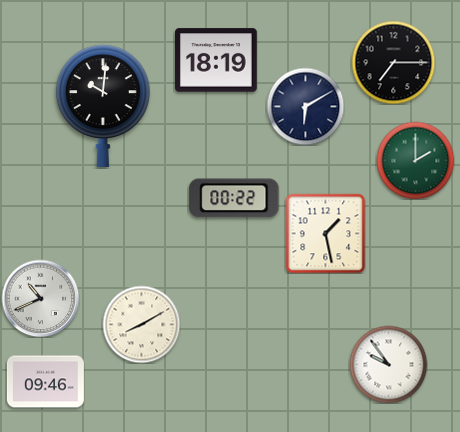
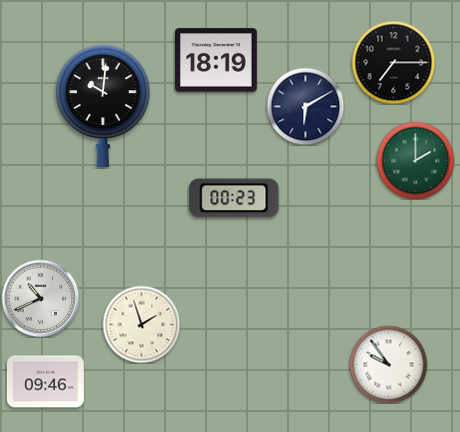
clock at (234, 198): 00:22 -> 00:23
clock at (325, 233): 1:28 -> none
clock at (141, 324): 8:10 -> 1:57
